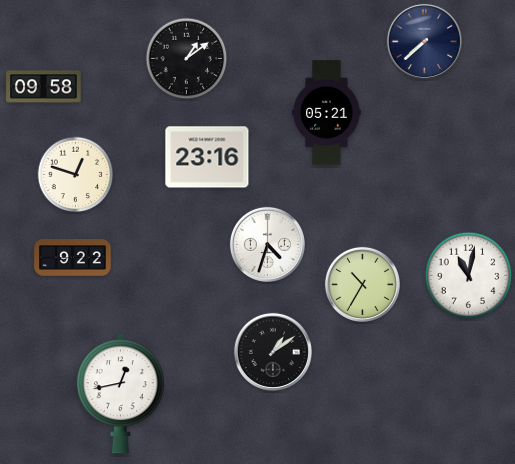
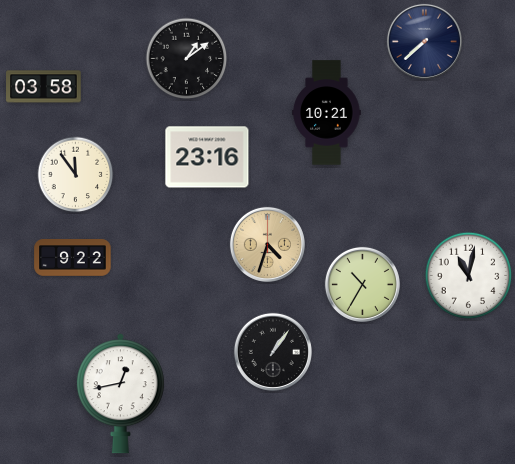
clock at (44, 87): 09:58 -> 03:58
clock at (327, 113): 05:21 -> 10:21
clock at (76, 175): 12:48 -> 11:54
clock at (267, 244) dial: white -> champagne
clock at (273, 352): 1:09 -> 1:06
